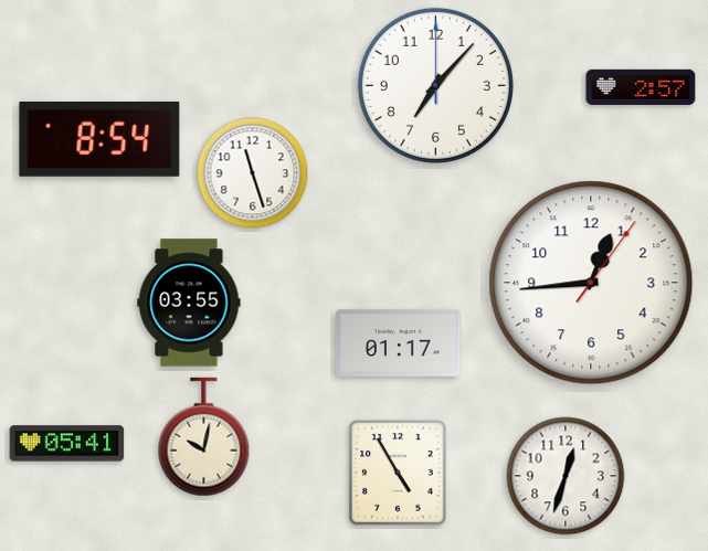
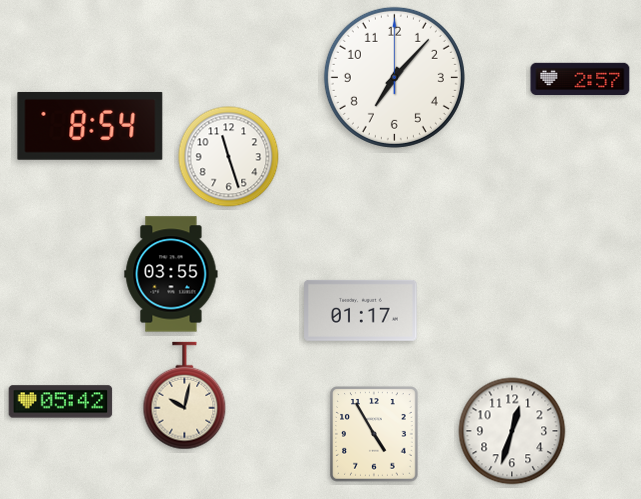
clock at (591, 283): 12:44 -> none
clock at (67, 444): 05:41 -> 05:42
clock at (398, 473) position: (398, 473) -> (374, 434)
